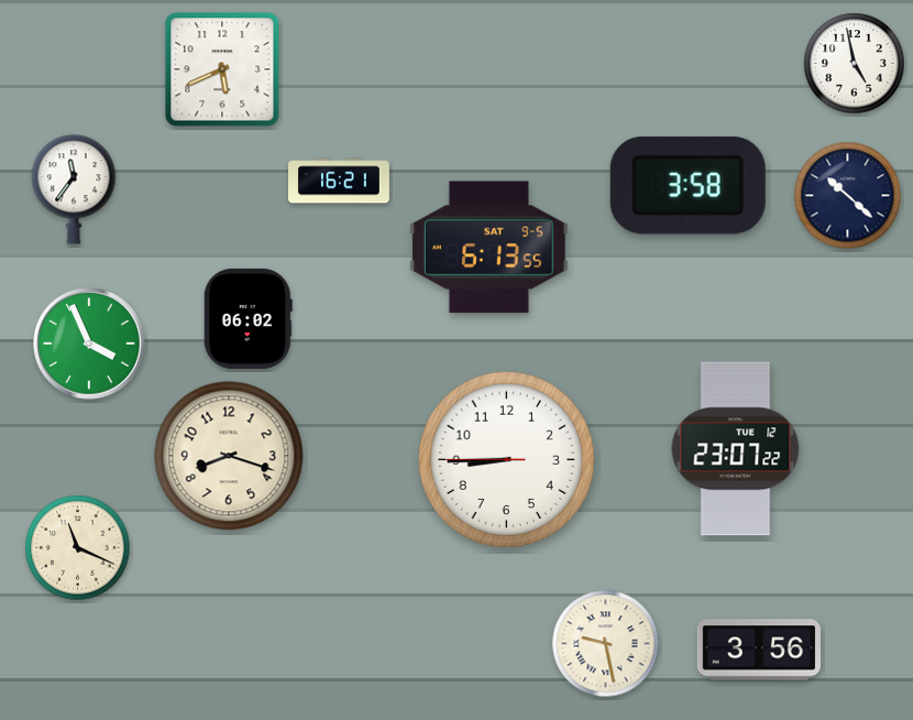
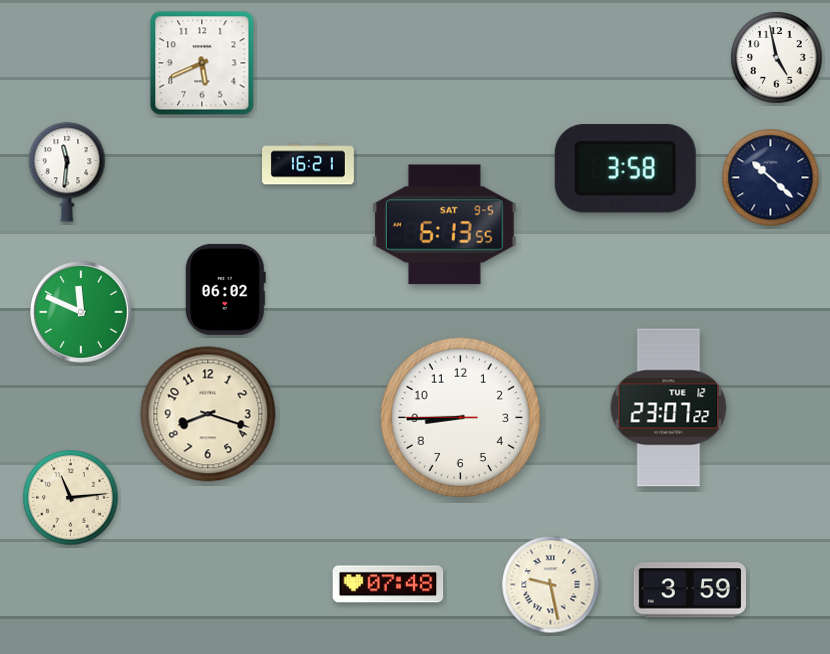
clock at (74, 189): 11:36 -> 11:31
clock at (89, 343): 3:56 -> 11:49
clock at (78, 548): 11:19 -> 11:14
clock at (388, 584): none -> 07:48
clock at (758, 650): 3:56 -> 3:59
